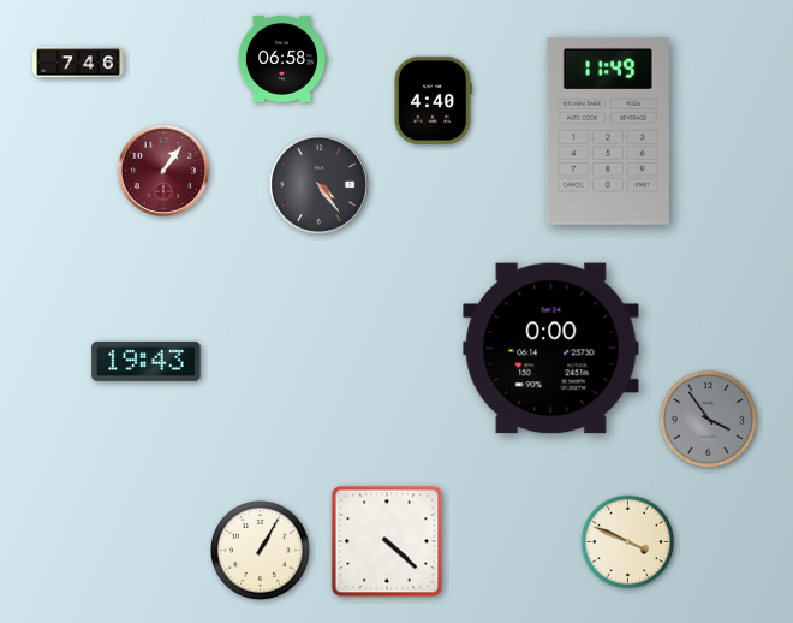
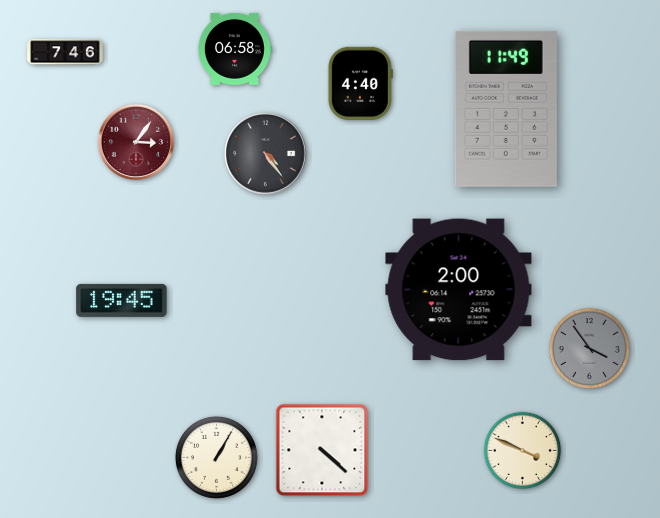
clock at (162, 170): 1:06 -> 3:06
clock at (551, 349): 0:00 -> 2:00
clock at (147, 361): 19:43 -> 19:45
